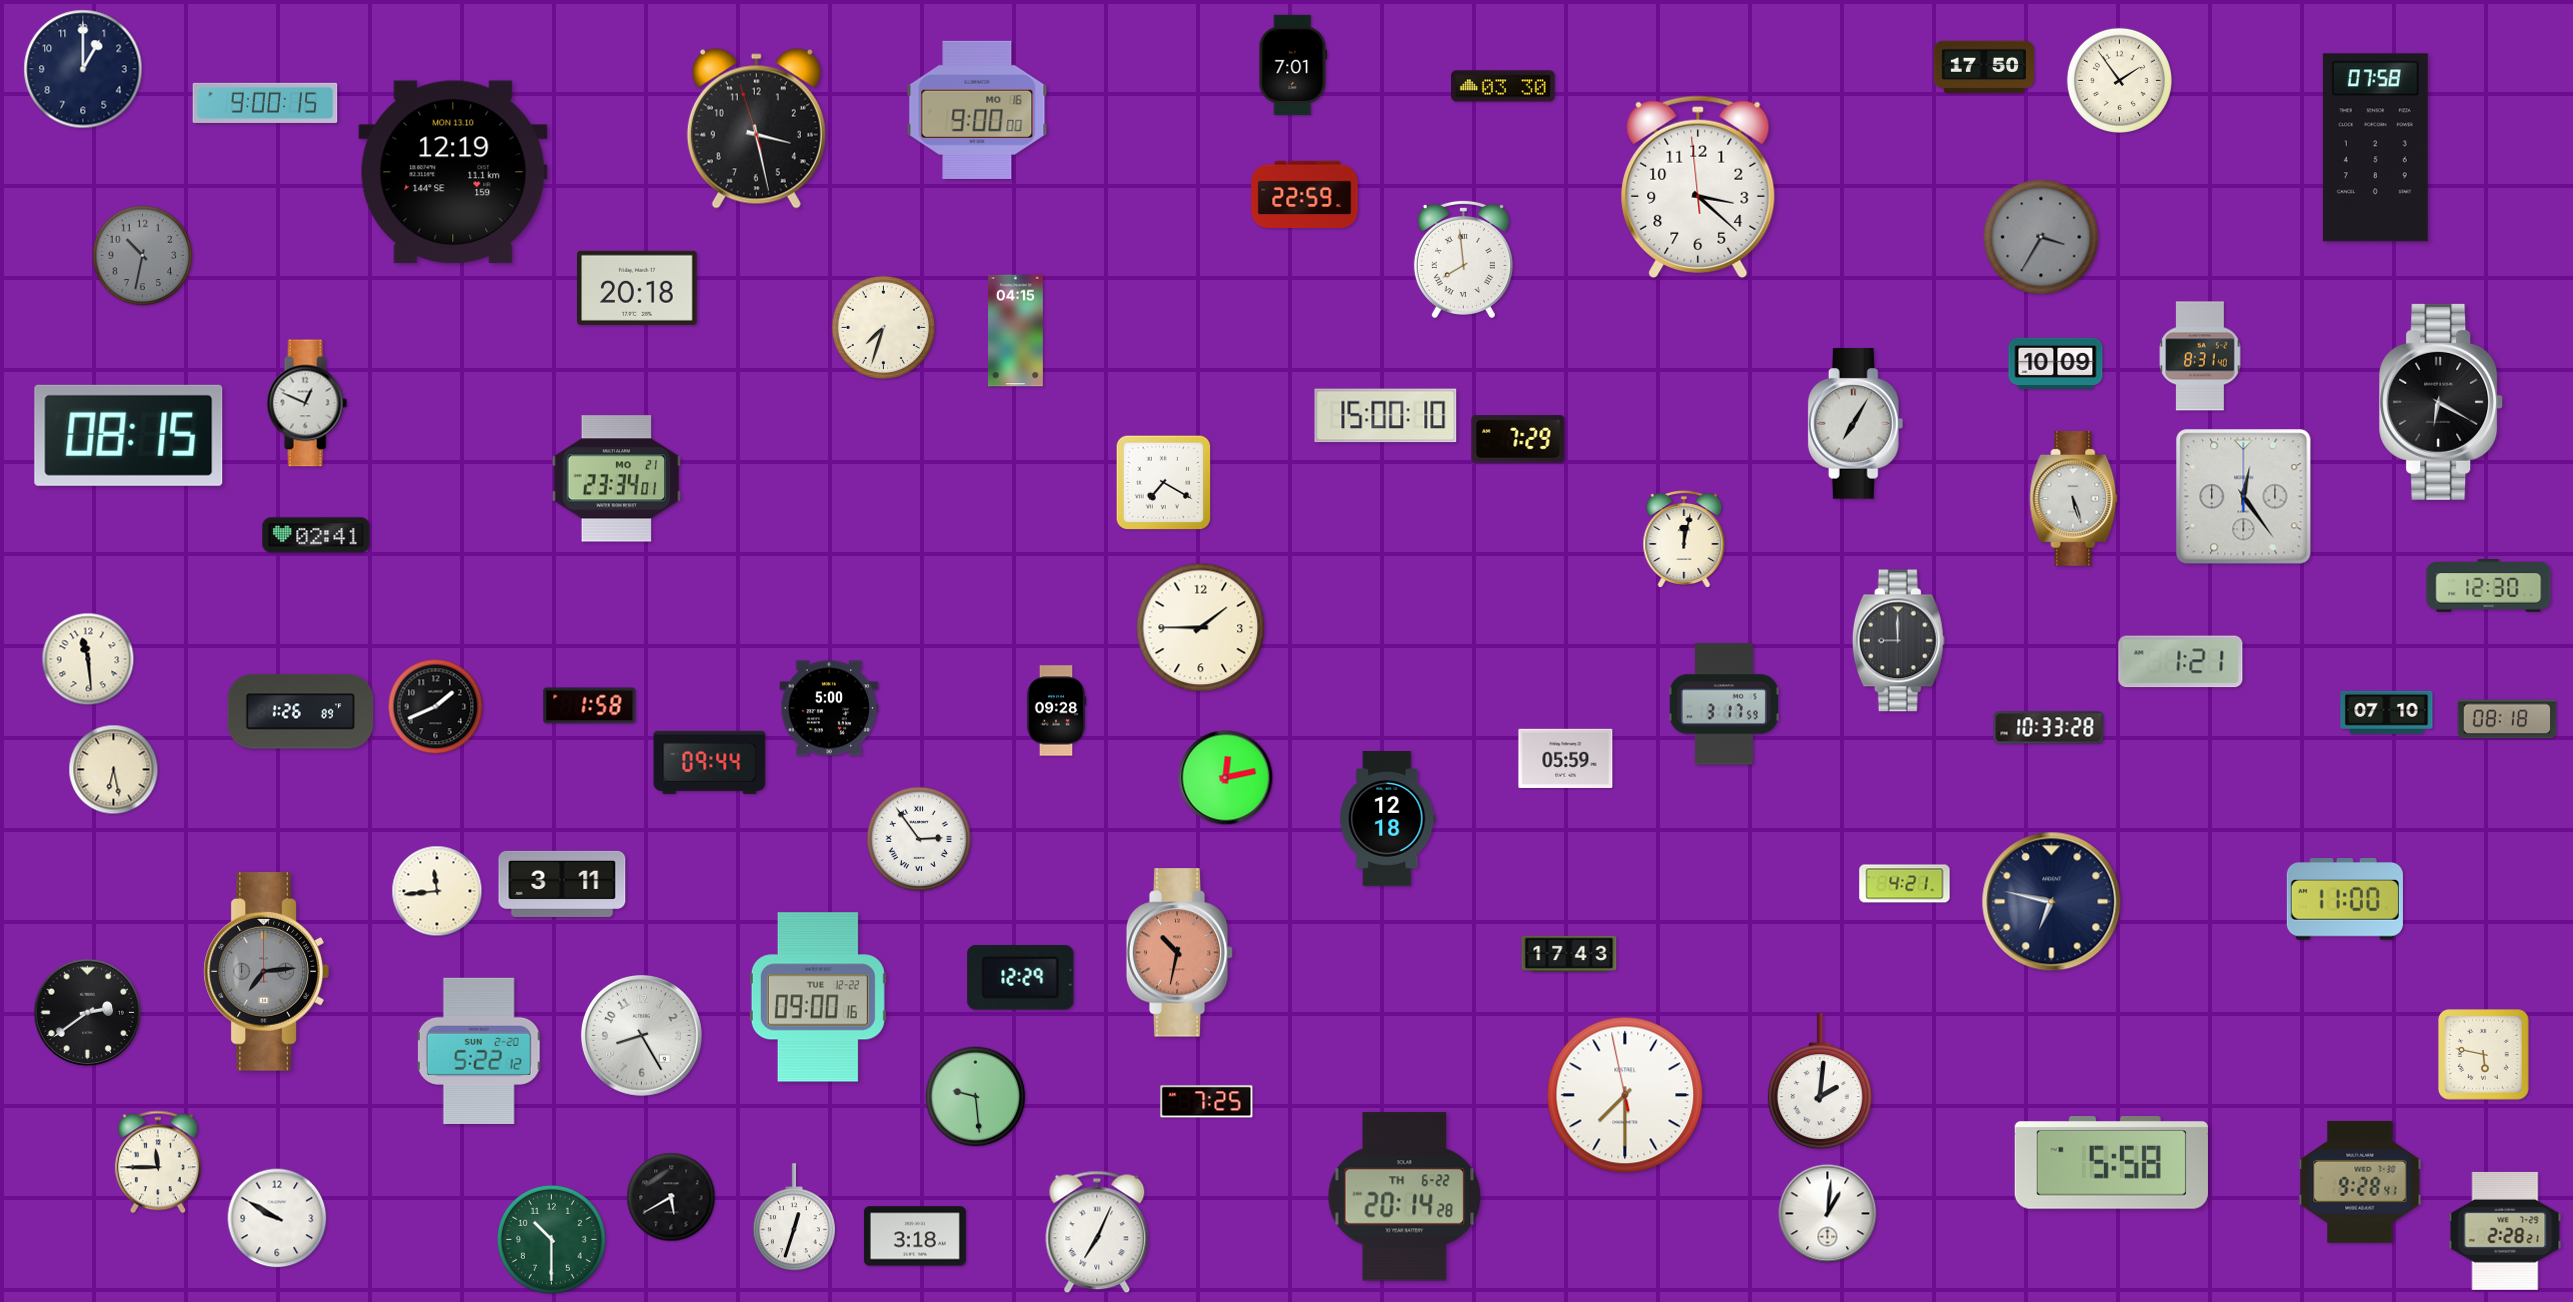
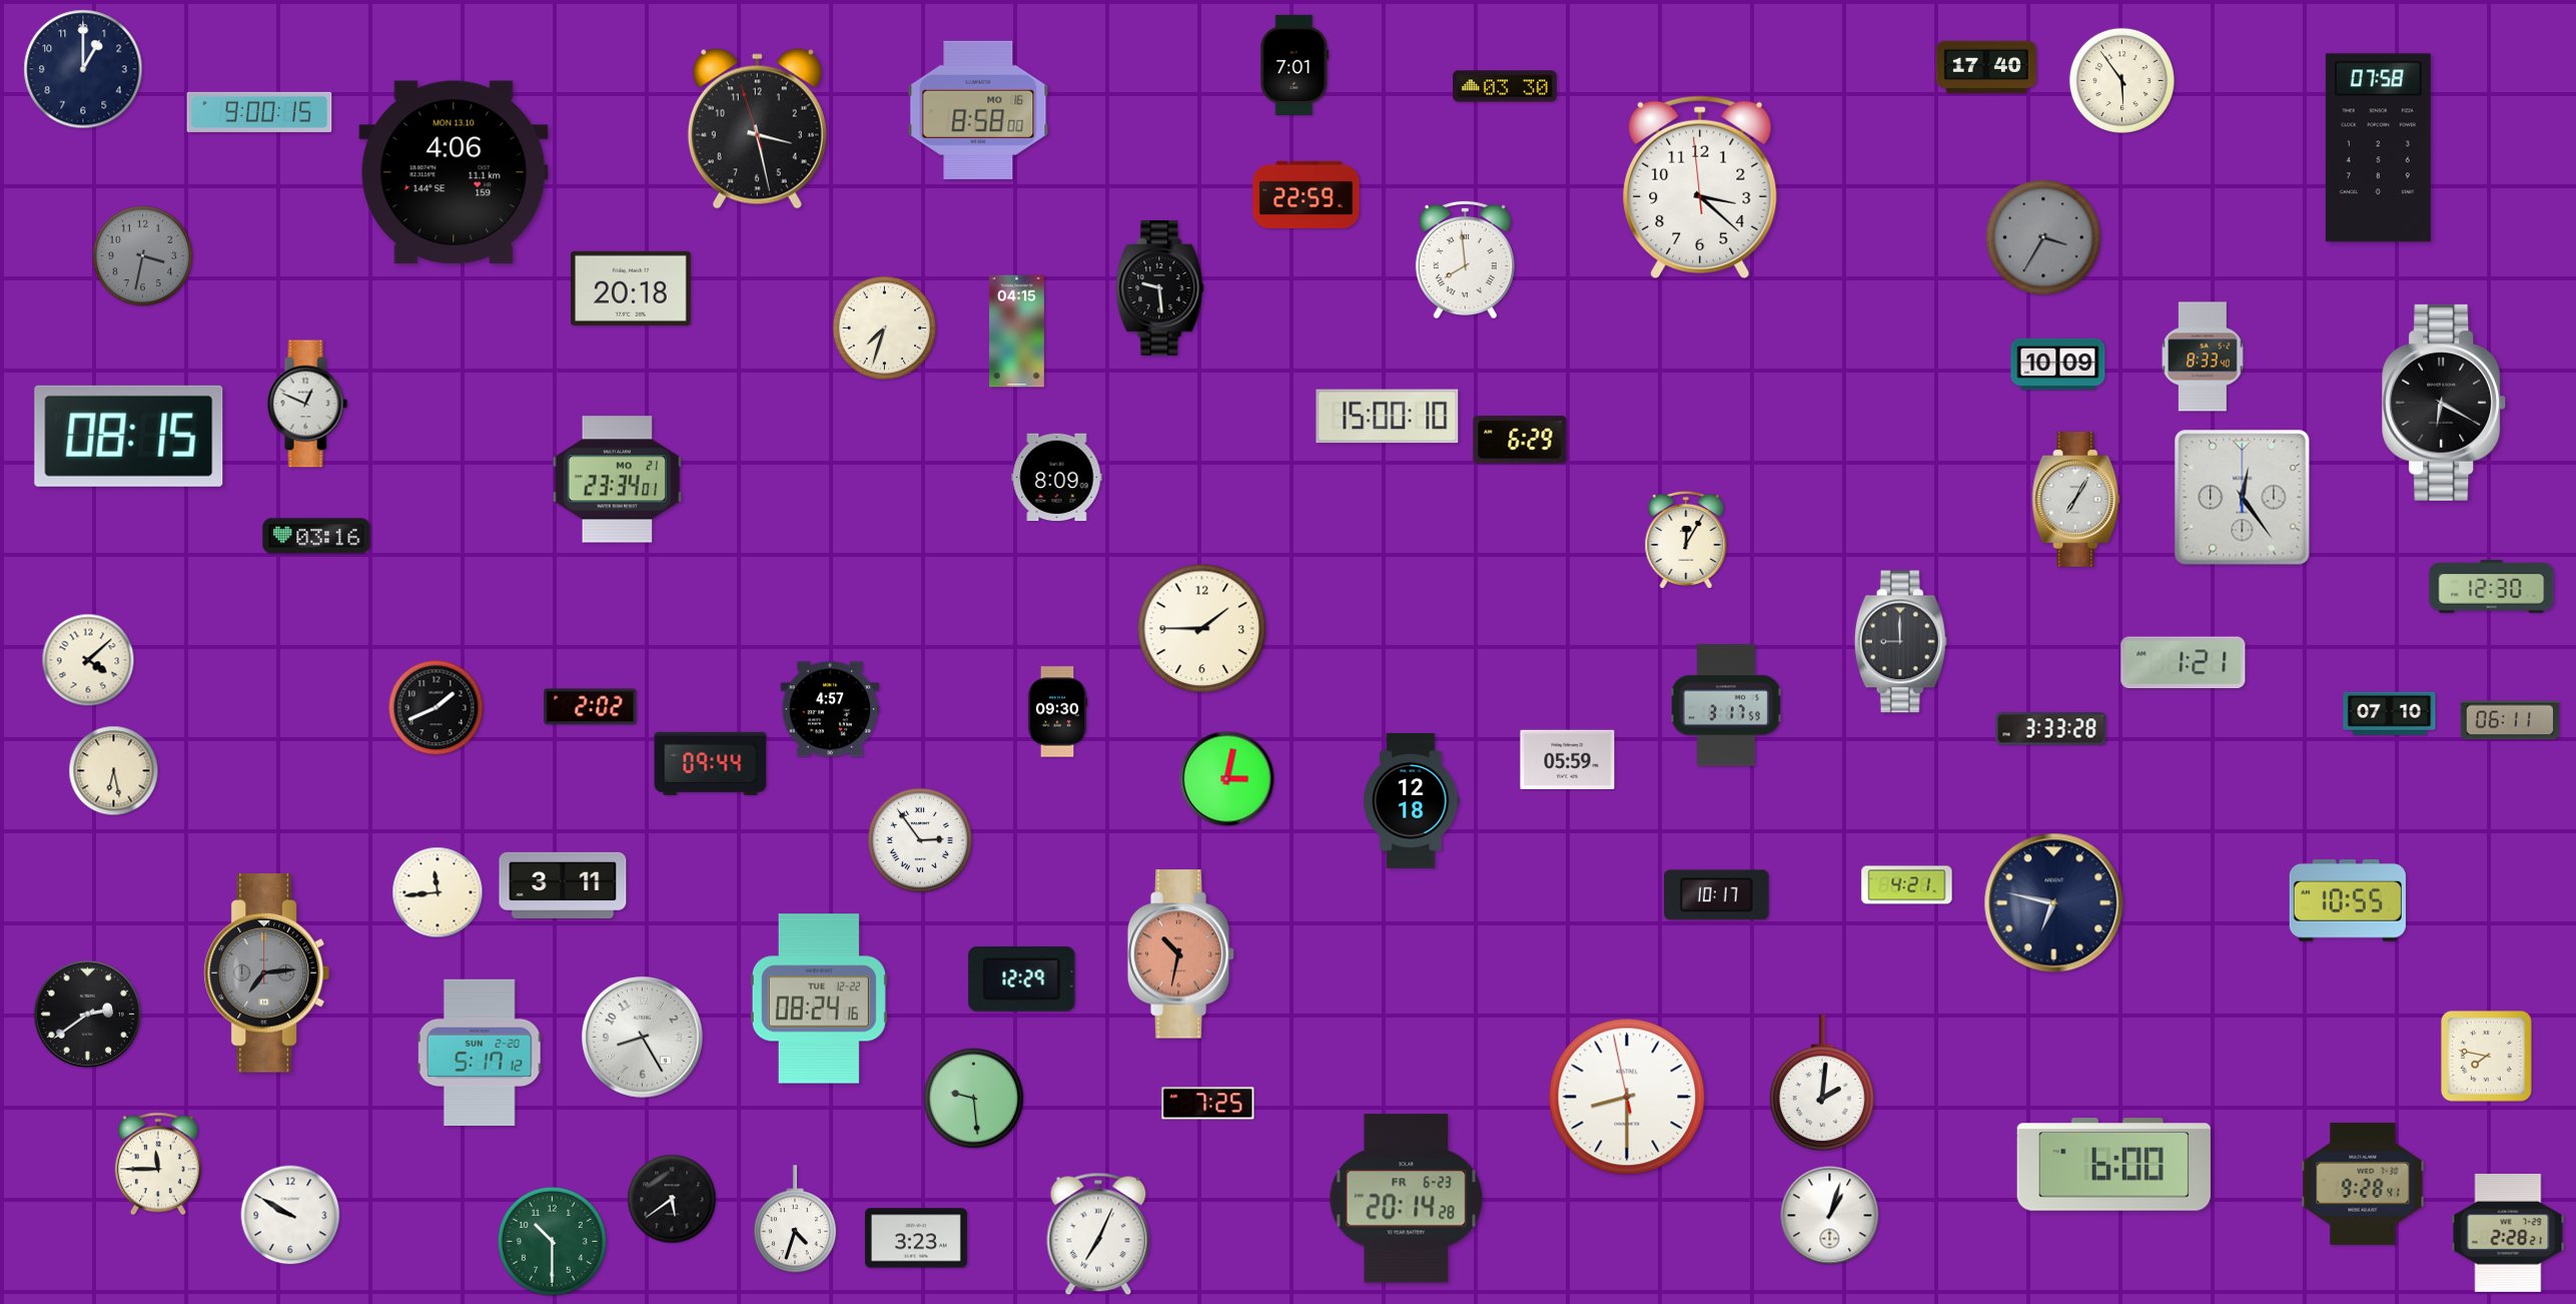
clock at (1984, 67): 17:50 -> 17:40
clock at (2119, 80): 1:54 -> 5:54
clock at (265, 103) position: (265, 103) -> (259, 112)
clock at (977, 110): 9:00 -> 8:58
clock at (453, 172): 12:19 -> 4:06
clock at (143, 256): 10:32 -> 3:32
clock at (638, 288) position: (638, 288) -> (632, 288)
clock at (1160, 288): none -> 9:29
clock at (2200, 356): 8:31 -> 8:33
clock at (1856, 424): 7:05 -> none
clock at (1518, 439): 7:29 -> 6:29
clock at (1057, 478): none -> 8:09
clock at (1164, 483): 7:20 -> none
clock at (2244, 497) position: (2244, 497) -> (2243, 498)
clock at (2074, 499): 5:27 -> 7:05
clock at (316, 535): 02:41 -> 03:16
clock at (1684, 538): 12:02 -> 12:05
clock at (88, 659): 11:29 -> 4:08
clock at (590, 706): 1:58 -> 2:02
clock at (829, 708): 5:00 -> 4:57
clock at (1056, 711): 09:28 -> 09:30
clock at (301, 712): 1:26 -> none
clock at (2507, 719): 08:18 -> 06:11
clock at (2049, 728): 10:33 -> 3:33
clock at (1226, 778): 12:13 -> 3:02
clock at (1388, 819) position: (1388, 819) -> (1412, 801)
clock at (1717, 895): none -> 10:17
clock at (2345, 900): 11:00 -> 10:55
clock at (1569, 954): 17:43 -> none
clock at (818, 997): 09:00 -> 08:24
clock at (479, 1050): 5:22 -> 5:17
clock at (2484, 1055): 5:47 -> 7:47
clock at (1625, 1095): 7:29 -> 8:29
clock at (976, 1097) position: (976, 1097) -> (974, 1099)
clock at (2111, 1163): 5:58 -> 6:00
clock at (671, 1197): 5:40 -> 5:39
clock at (1405, 1197) date: TH 6-22 -> FR 6-23
clock at (1828, 1214): 1:01 -> 1:03
clock at (277, 1218) position: (277, 1218) -> (290, 1215)
clock at (794, 1218): 12:33 -> 4:33
clock at (915, 1236): 3:18 -> 3:23
